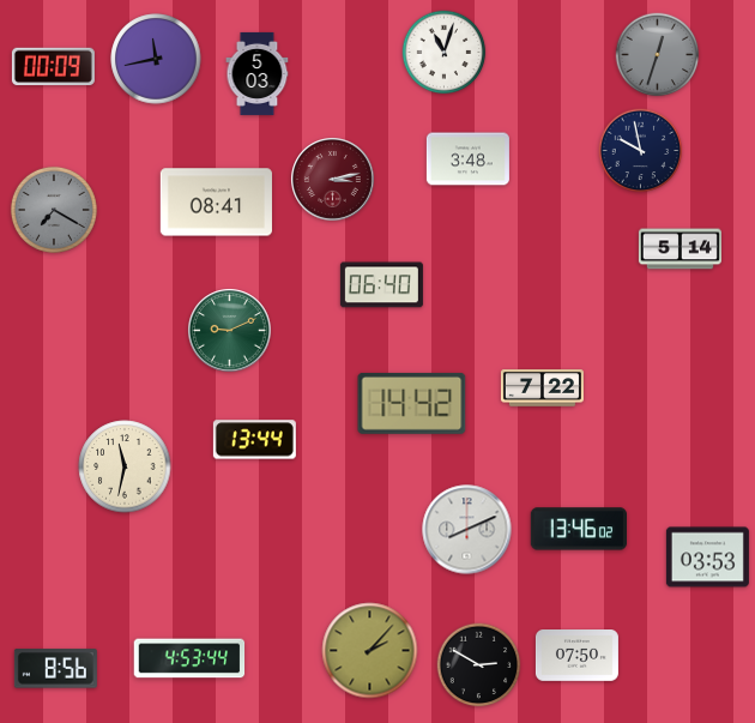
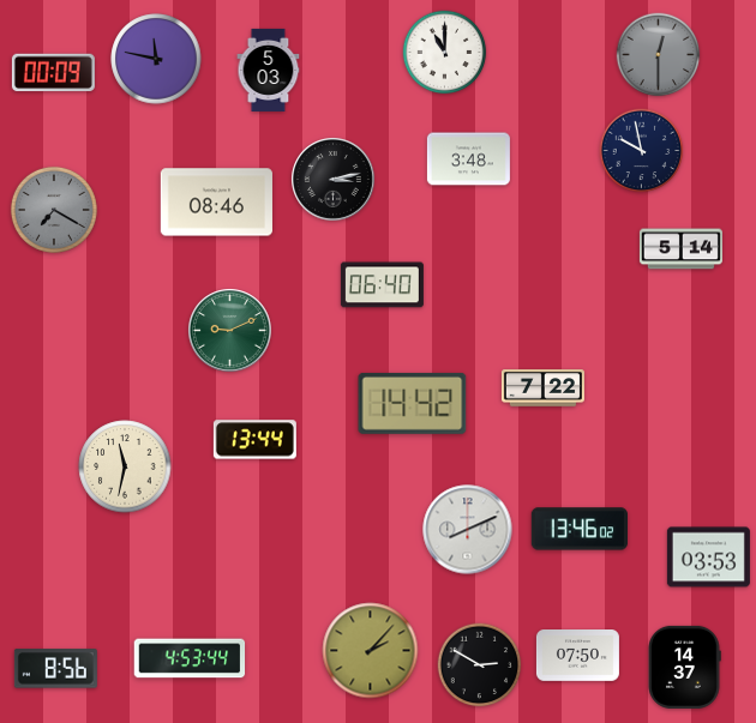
clock at (445, 53): 11:03 -> 11:00
clock at (658, 55): 12:33 -> 12:30
clock at (156, 59): 11:43 -> 11:47
clock at (53, 67) position: (53, 67) -> (53, 73)
clock at (258, 73) position: (258, 73) -> (269, 70)
clock at (333, 180) dial: burgundy -> black
clock at (216, 203): 08:41 -> 08:46
clock at (684, 667): none -> 14:37
